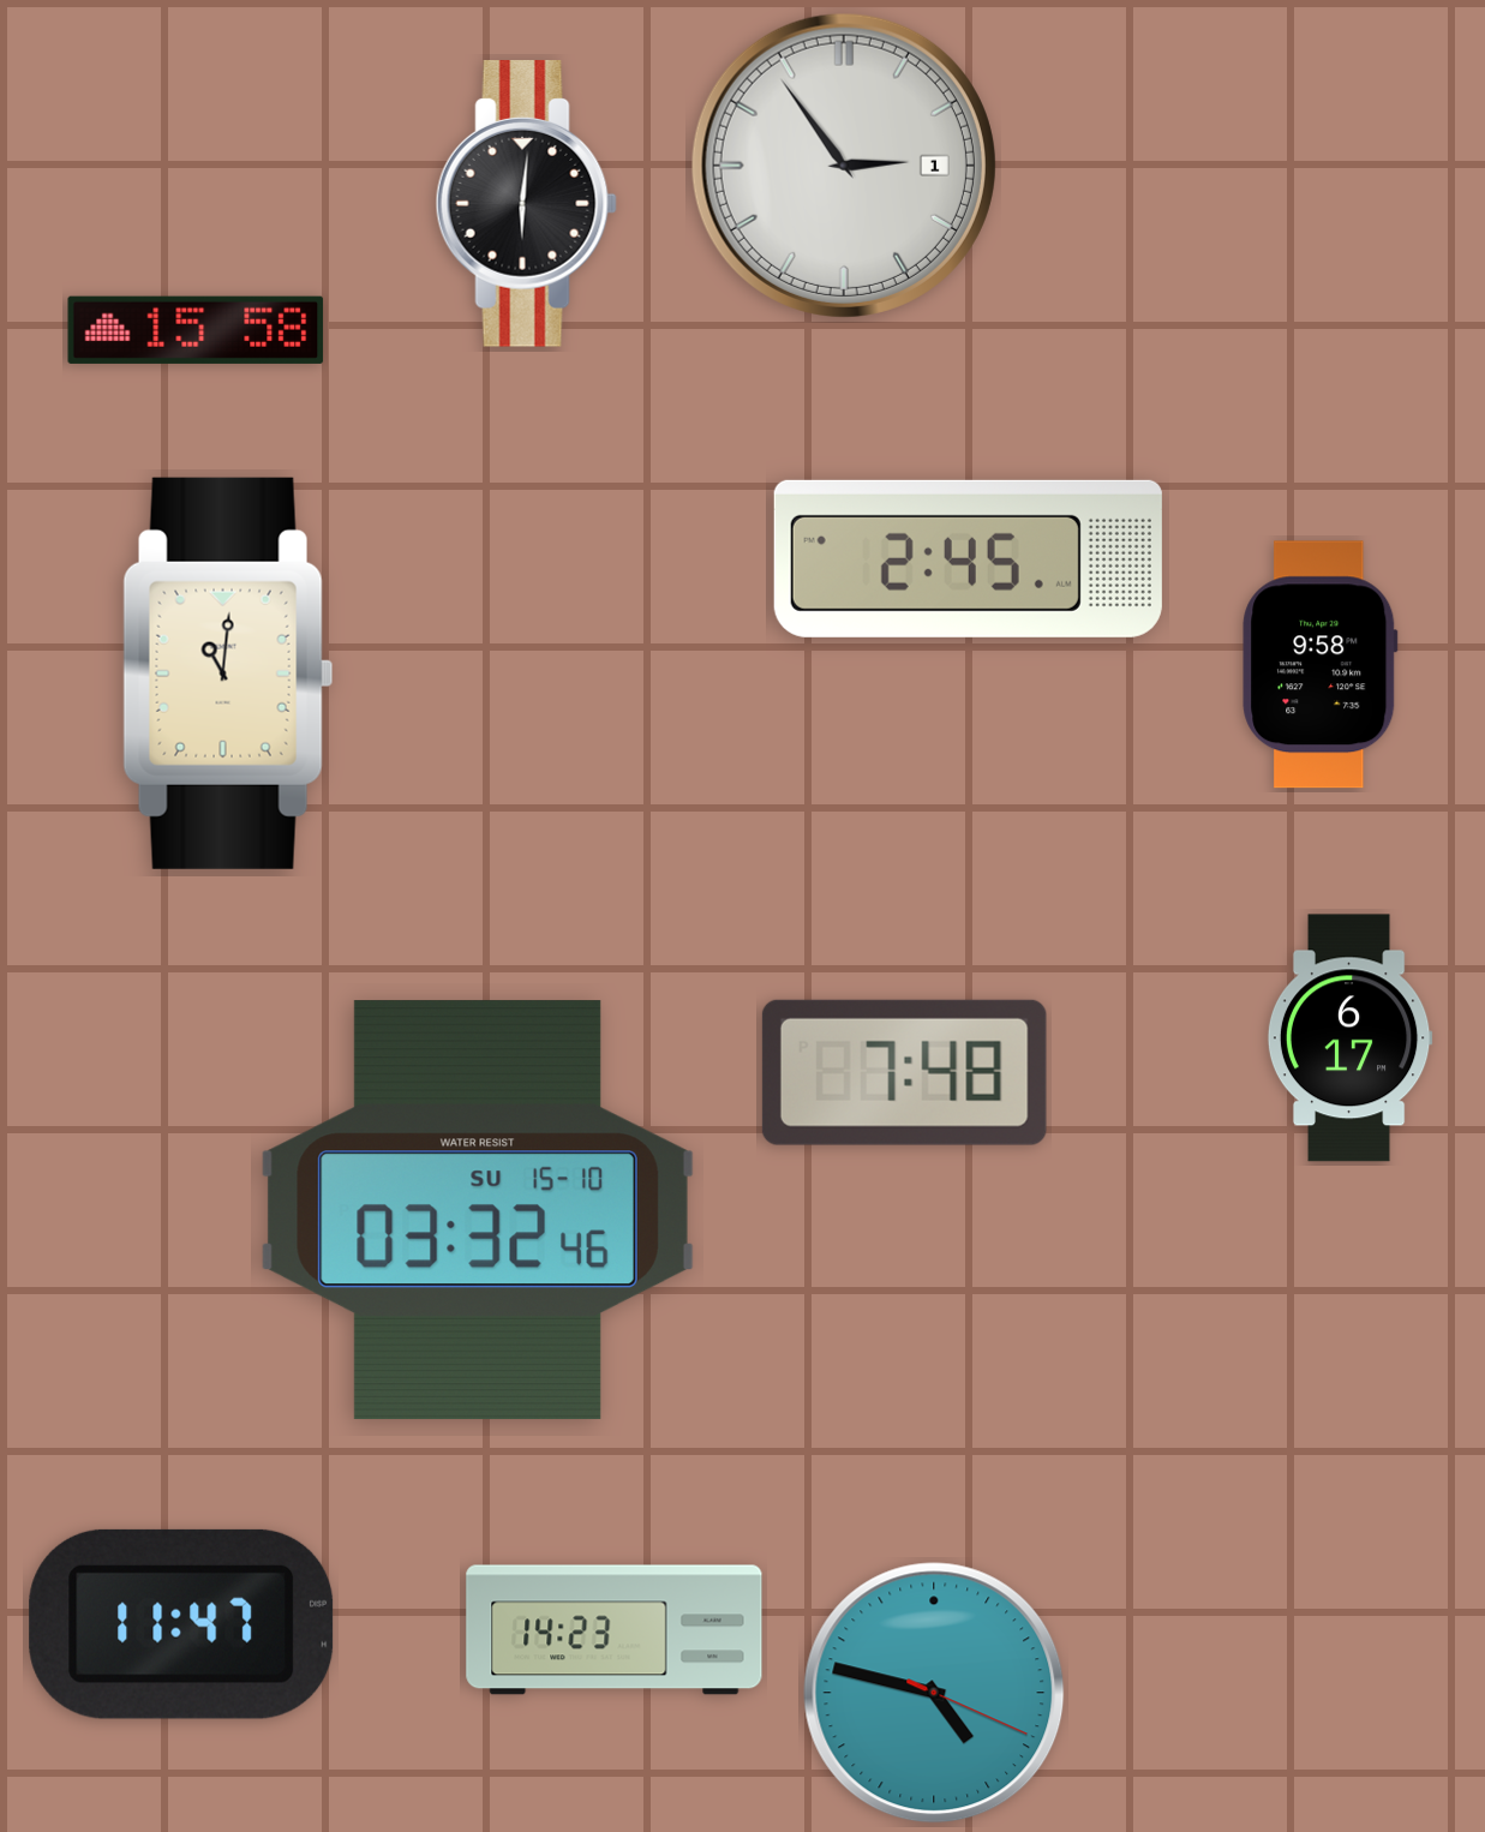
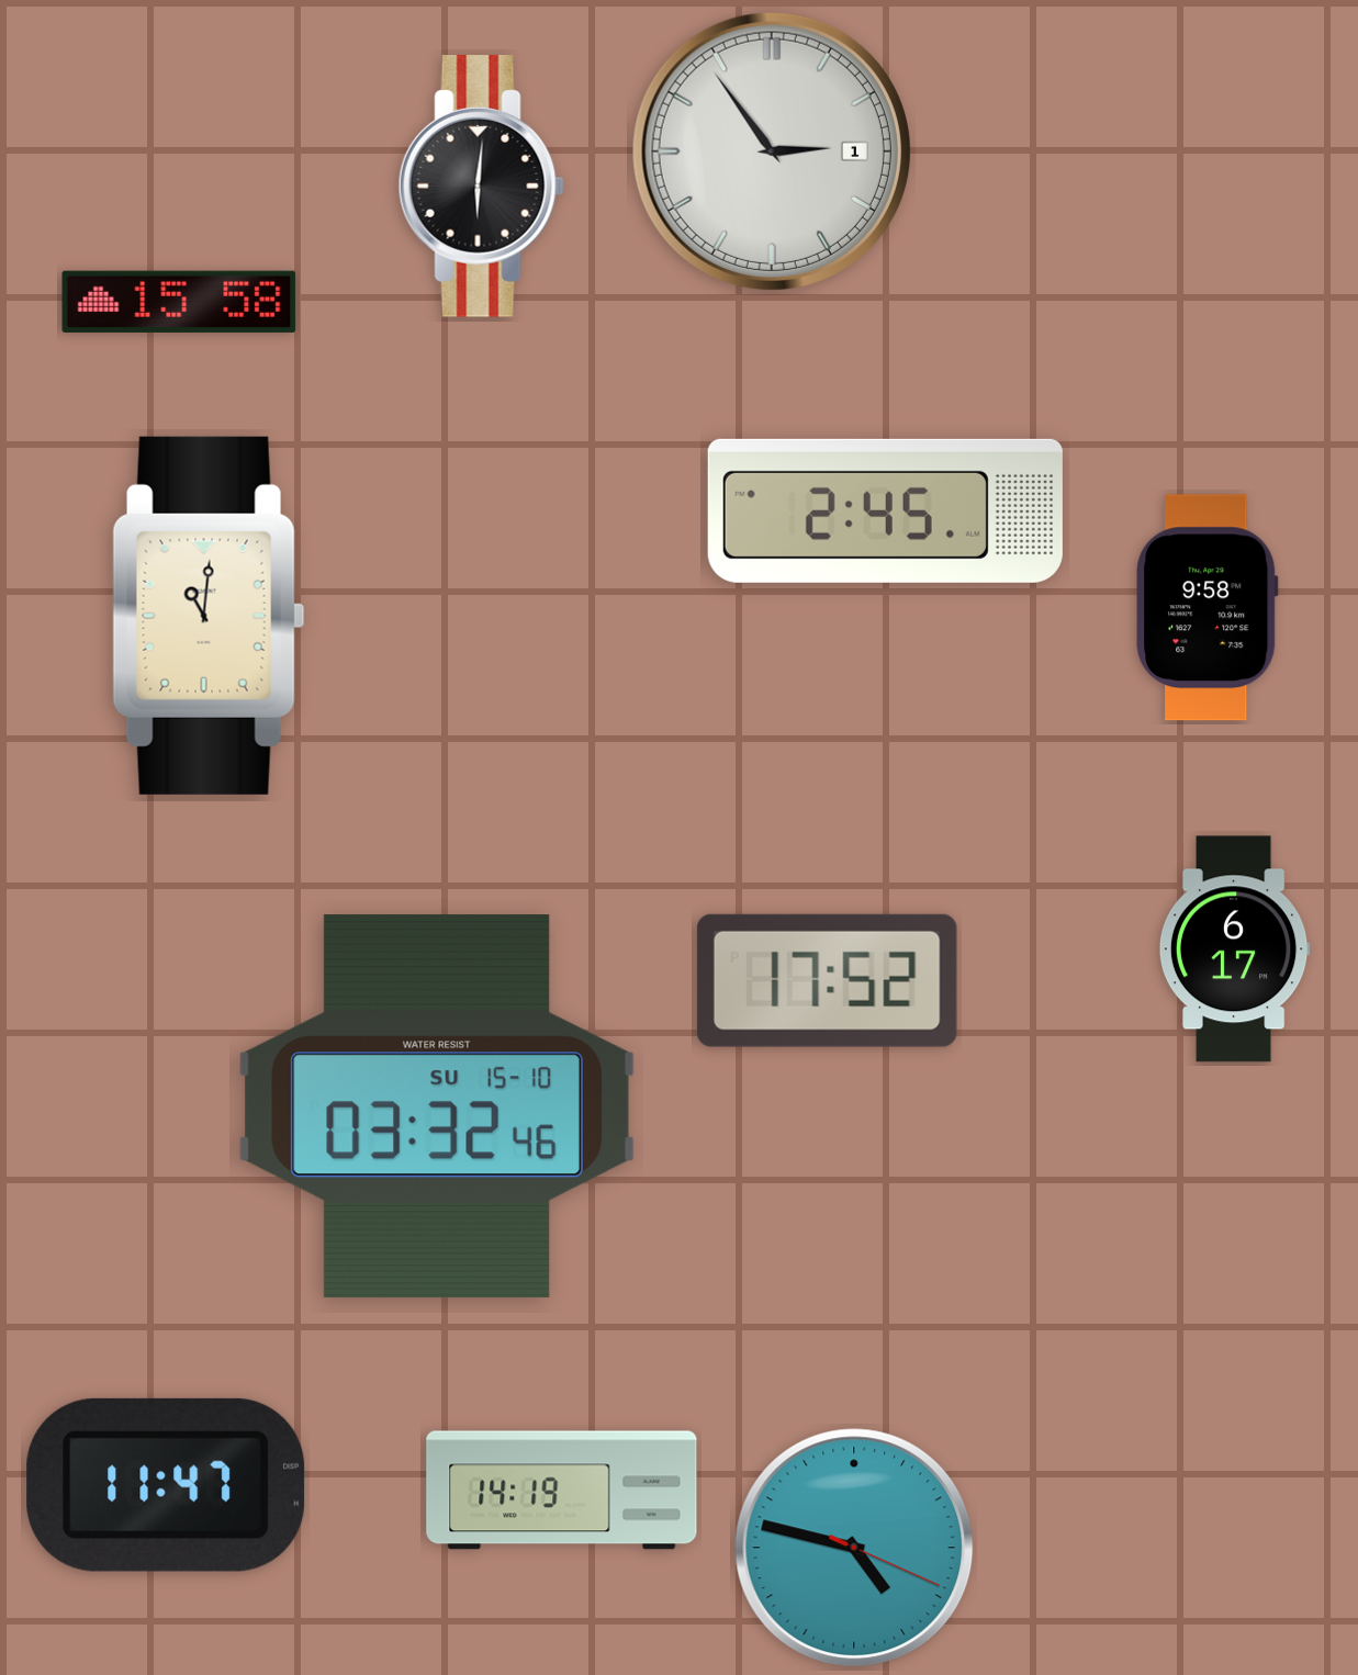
clock at (904, 1072): 7:48 -> 17:52
clock at (615, 1630): 14:23 -> 14:19
